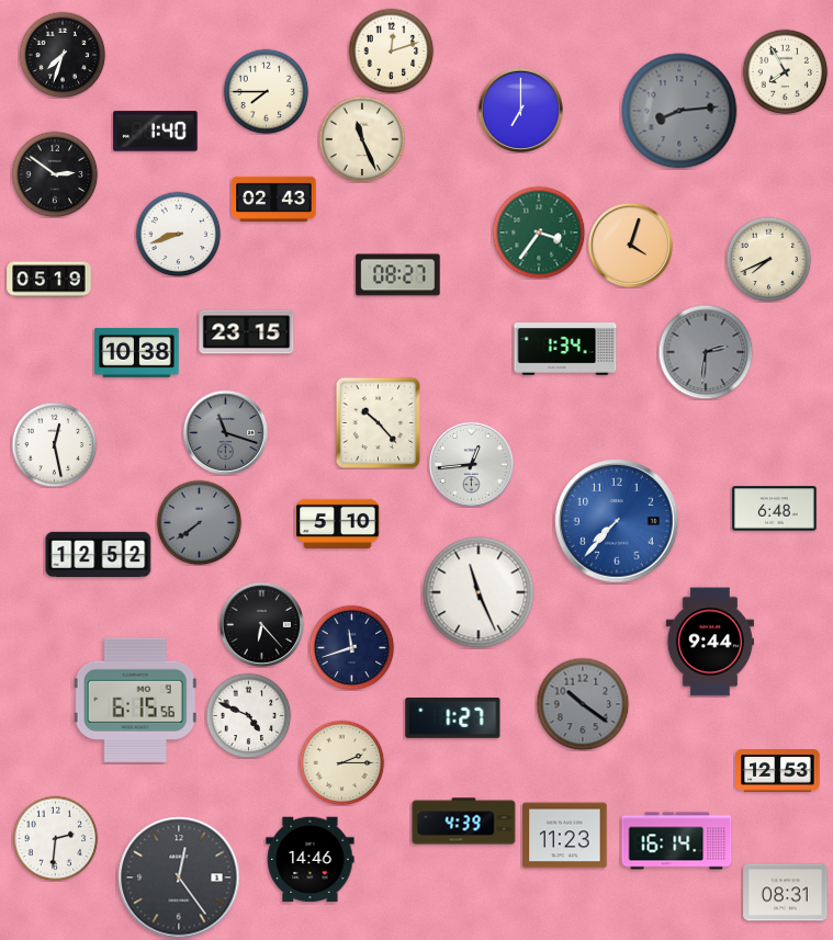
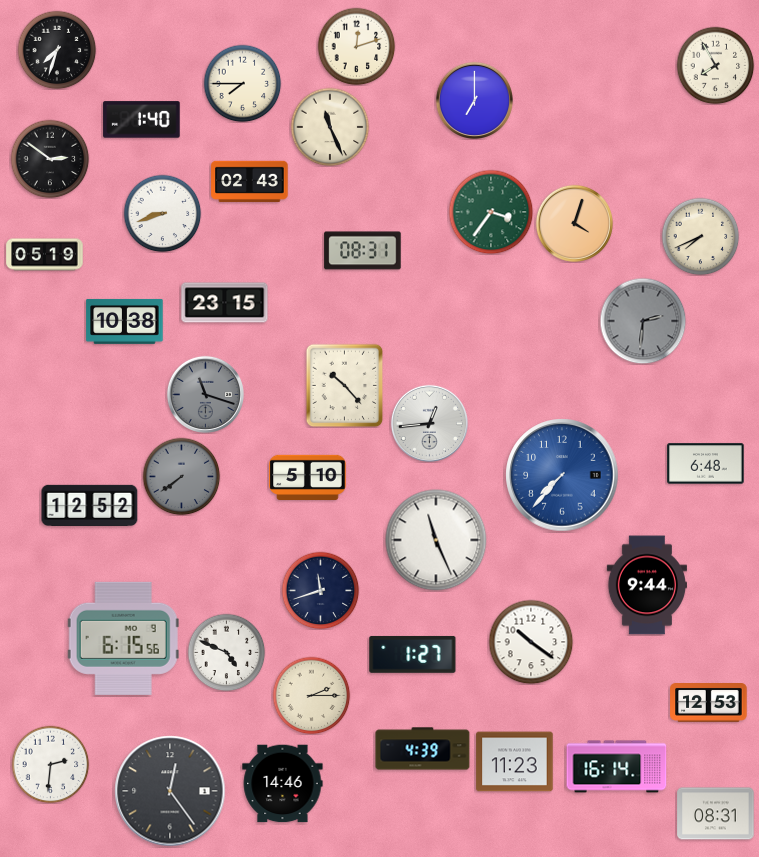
clock at (679, 111): 8:14 -> none
clock at (398, 275): 08:27 -> 08:31
clock at (565, 349): 1:34 -> none
clock at (54, 444): 12:28 -> none
clock at (261, 624): 6:23 -> none
clock at (583, 704) dial: grey -> white
clock at (179, 877) position: (179, 877) -> (170, 791)
